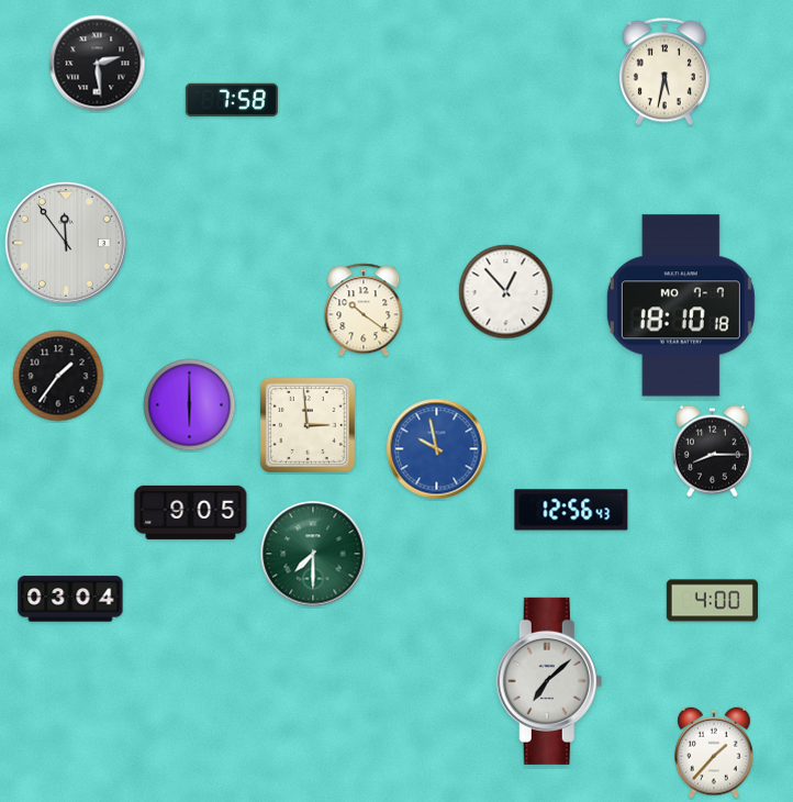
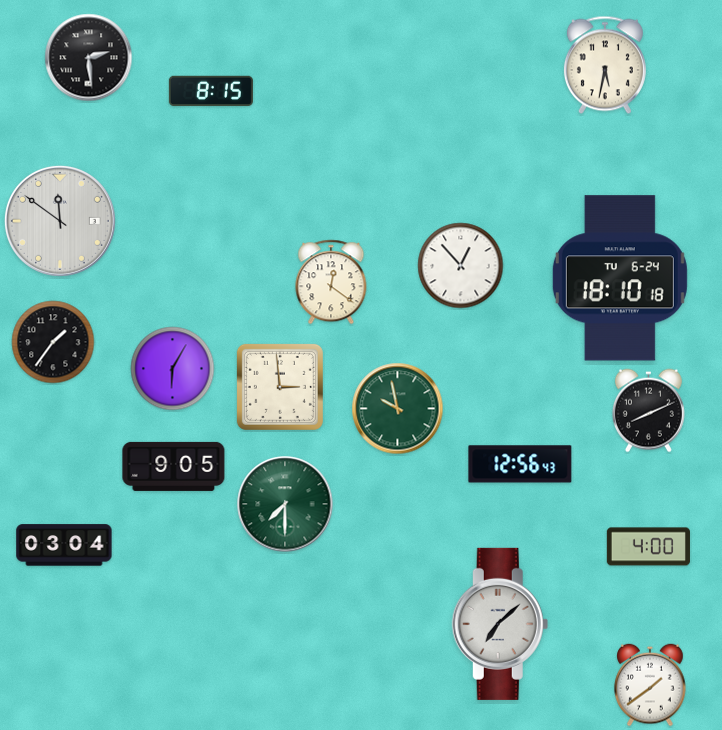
clock at (232, 100): 7:58 -> 8:15
clock at (66, 243): 11:54 -> 11:51
clock at (681, 305) date: MO 7-7 -> TU 6-24
clock at (364, 310): 10:21 -> 12:21
clock at (190, 405): 6:00 -> 6:05
clock at (437, 449) dial: blue -> green
clock at (712, 452): 8:15 -> 8:11
clock at (549, 681) position: (549, 681) -> (500, 624)
clock at (714, 753): 1:37 -> 1:39
